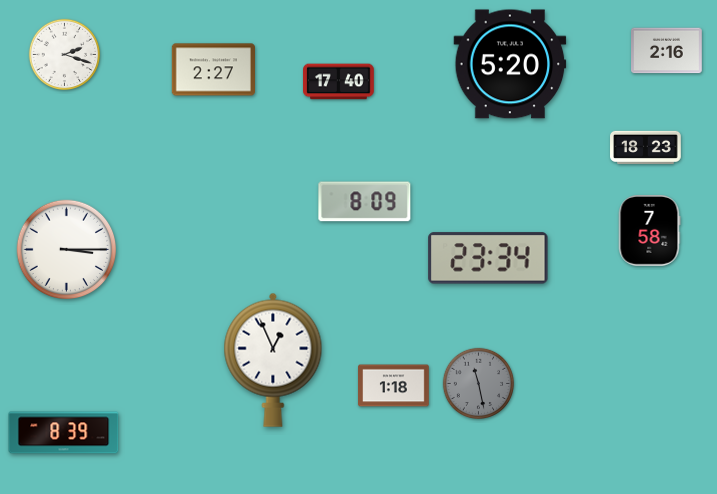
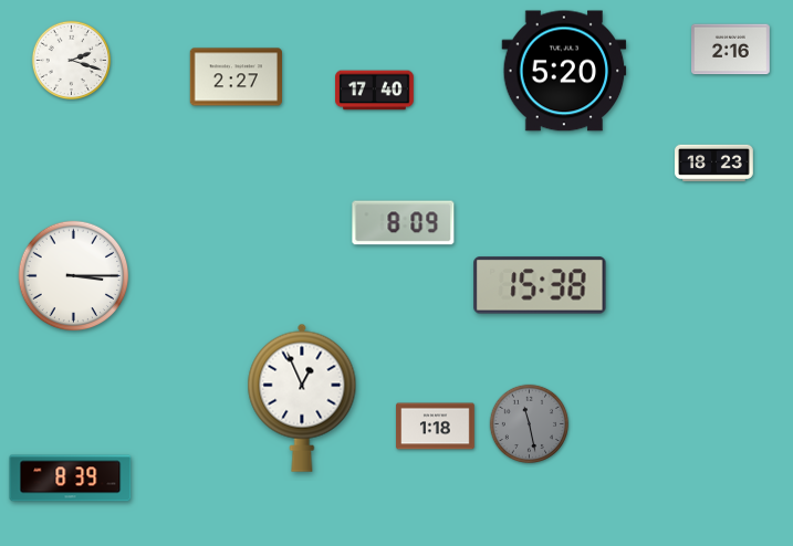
clock at (667, 51) position: (667, 51) -> (731, 50)
clock at (649, 231): 7:58 -> none
clock at (488, 258): 23:34 -> 15:38
